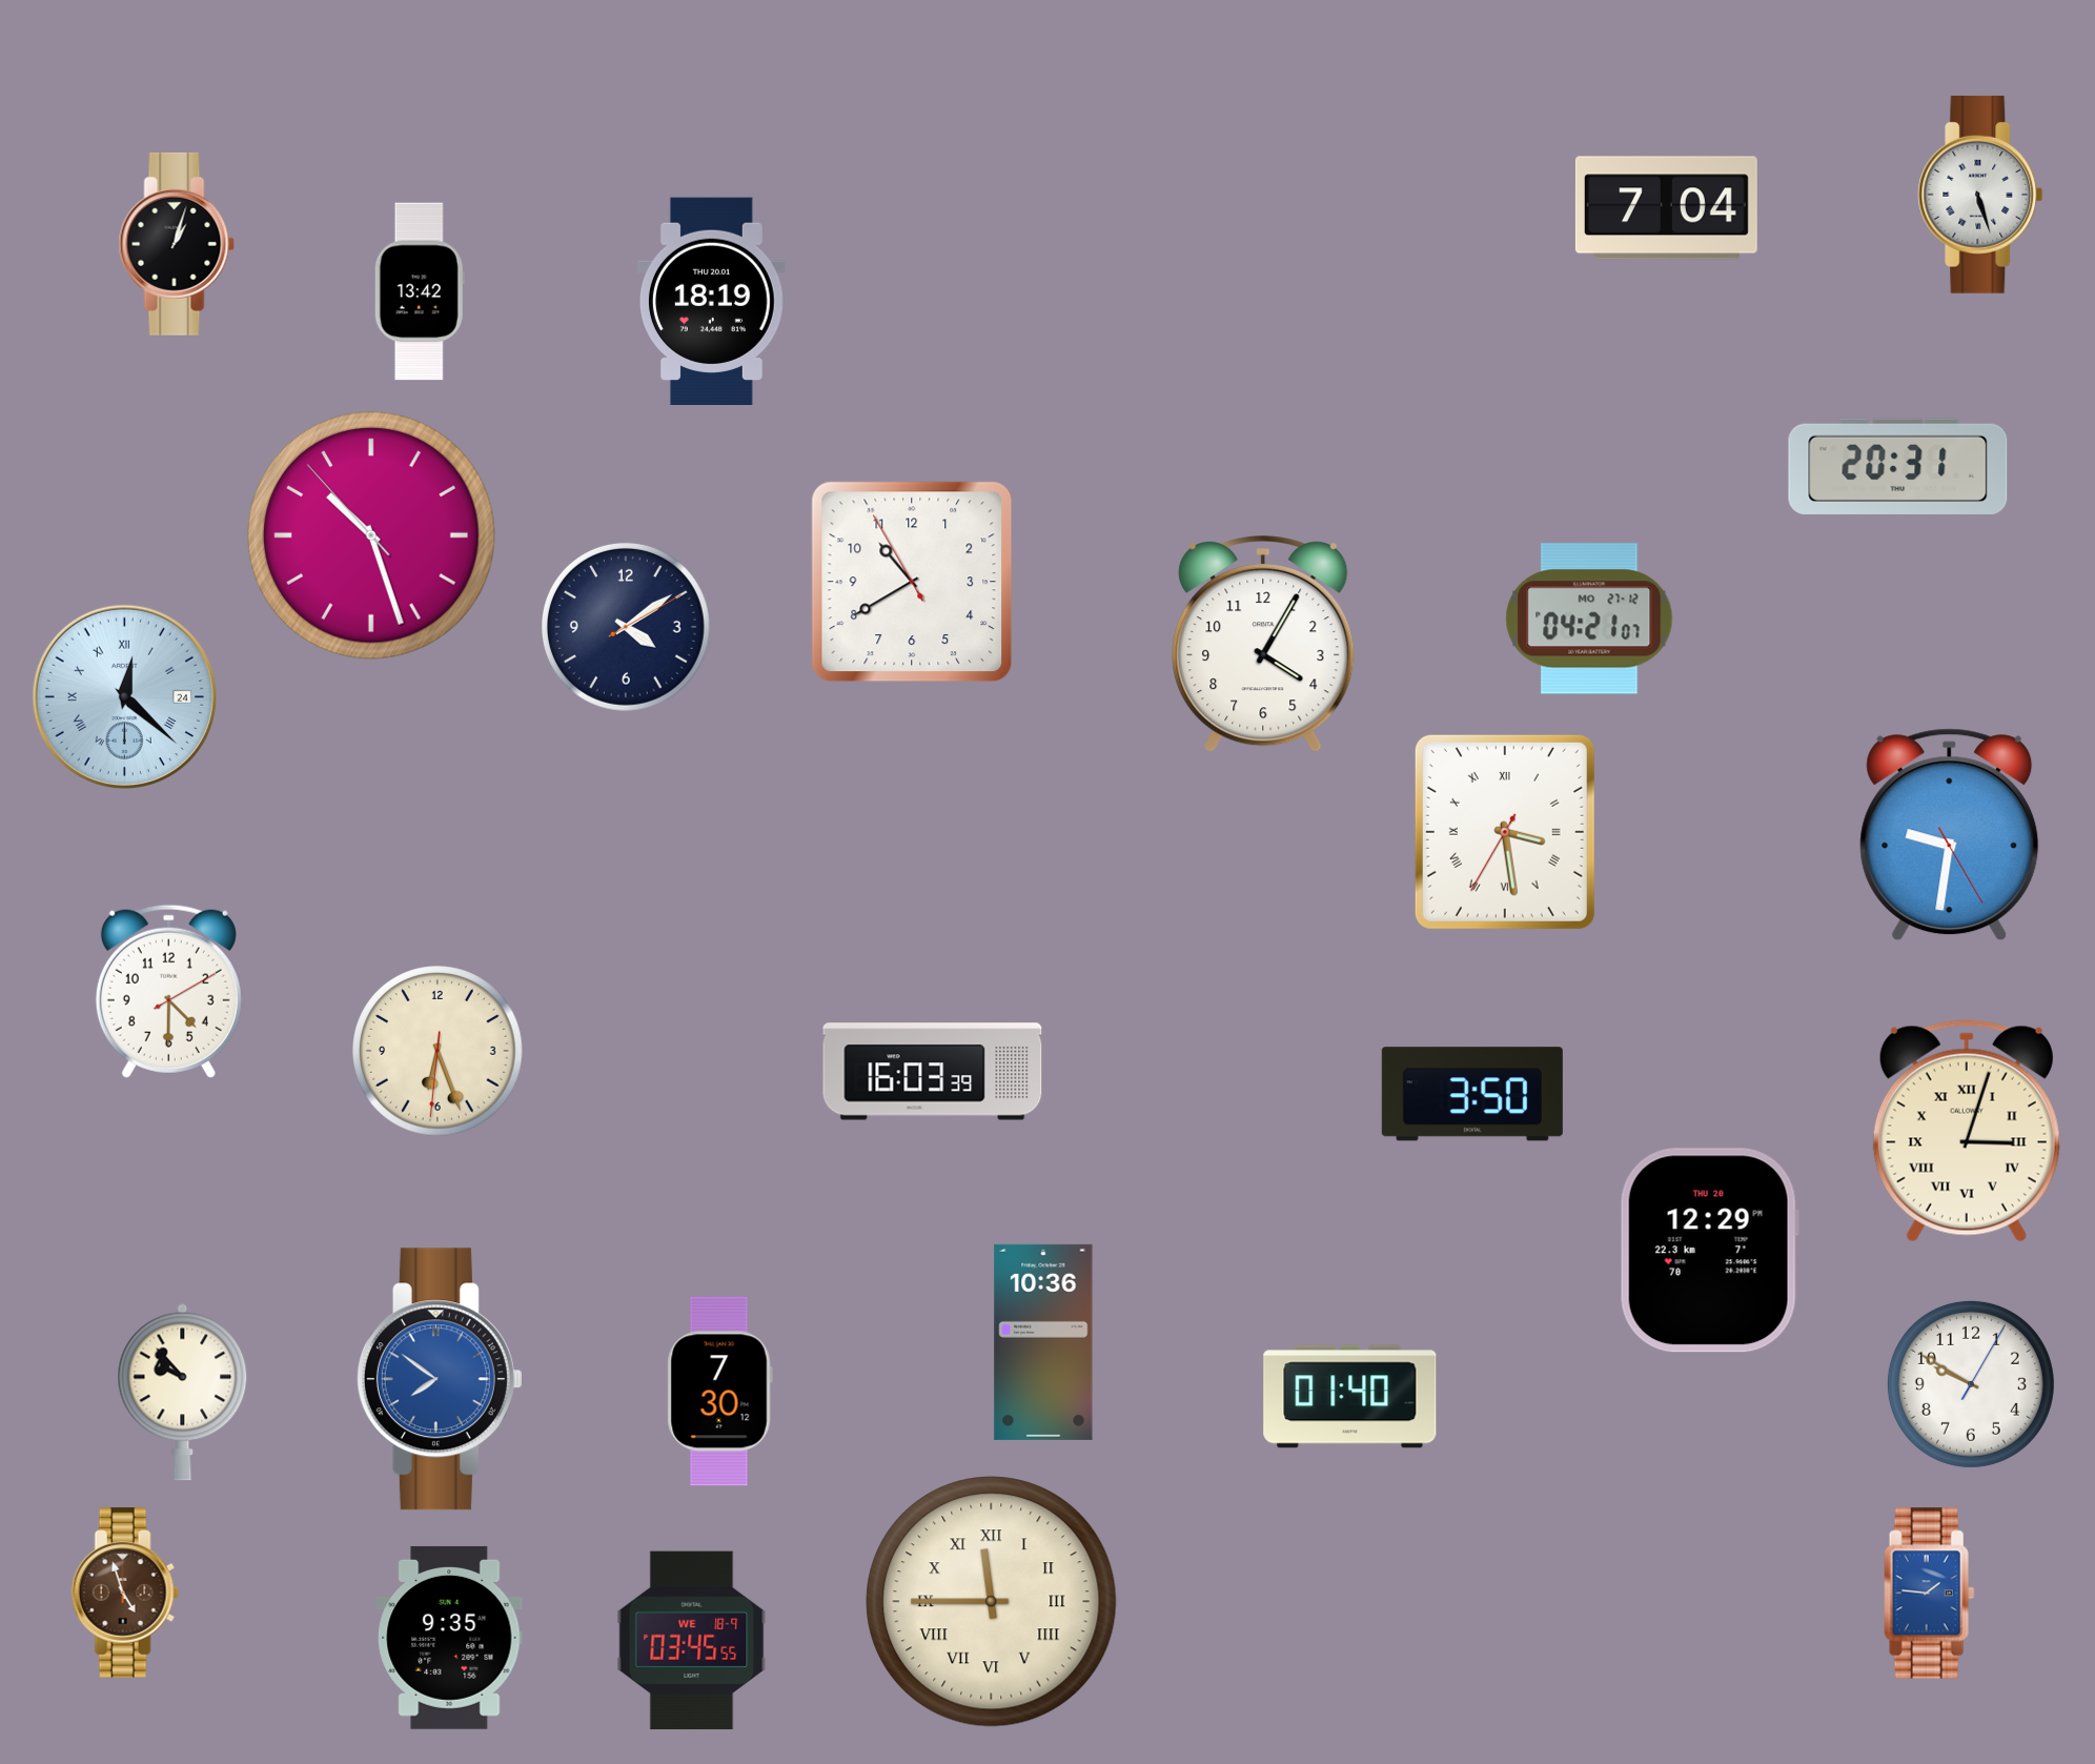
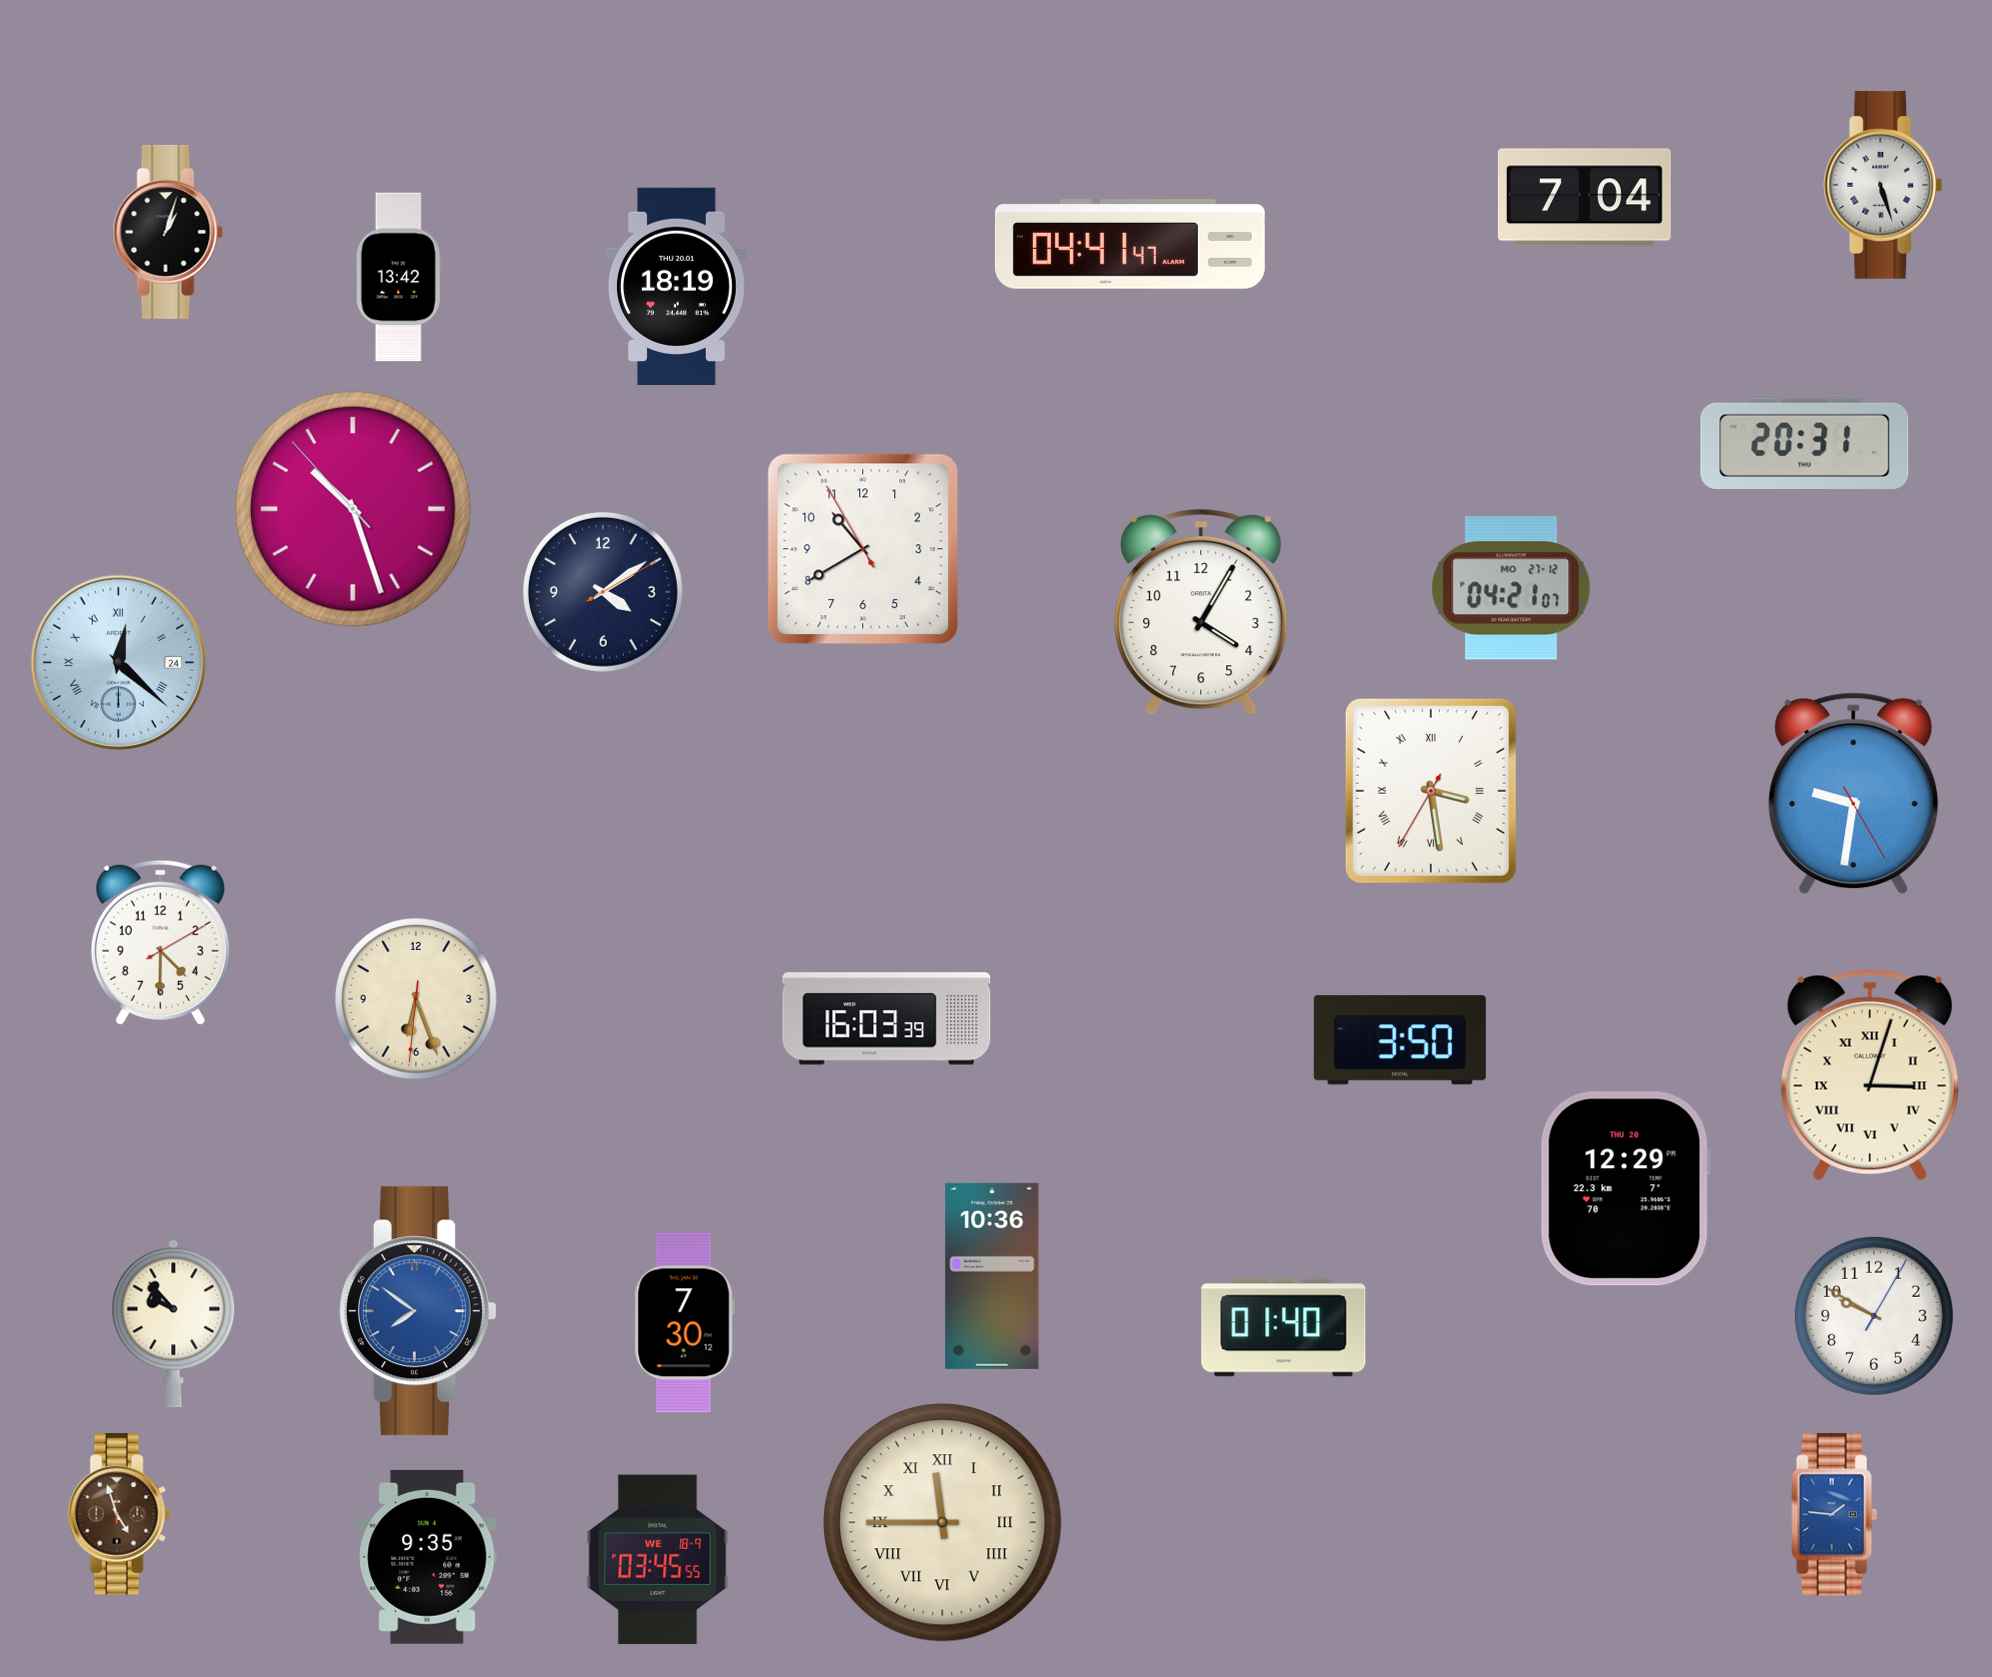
clock at (1130, 244): none -> 04:41
clock at (912, 582) position: (912, 582) -> (863, 549)
clock at (626, 627) position: (626, 627) -> (603, 592)
